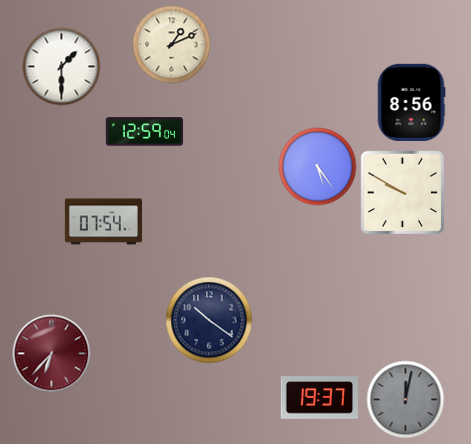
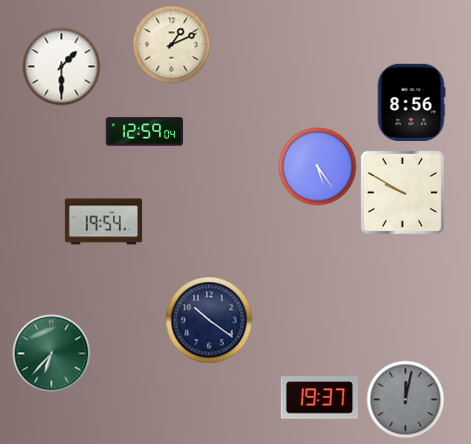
clock at (103, 222): 07:54 -> 19:54
clock at (51, 353) dial: burgundy -> green
